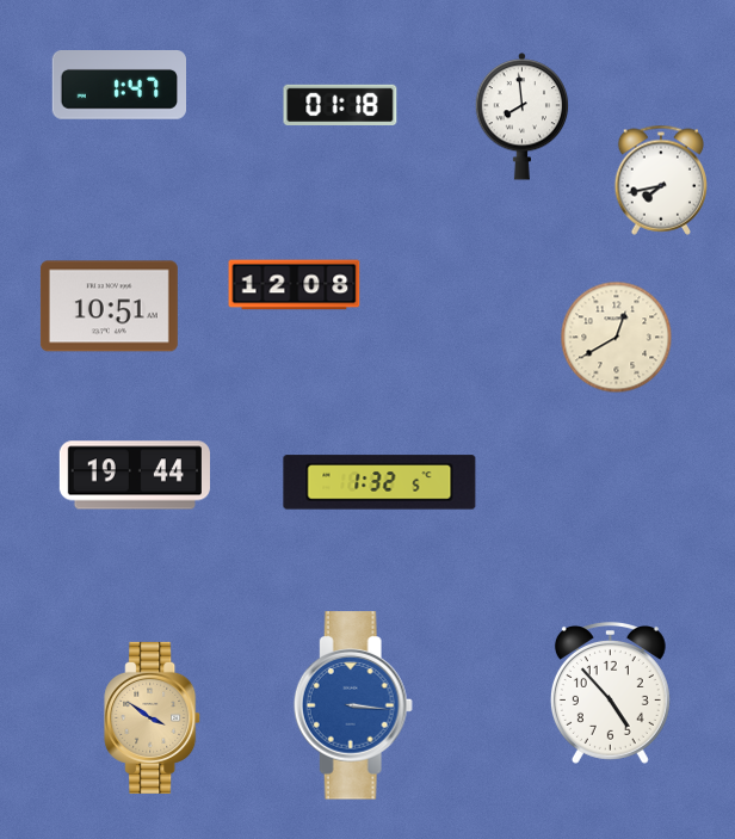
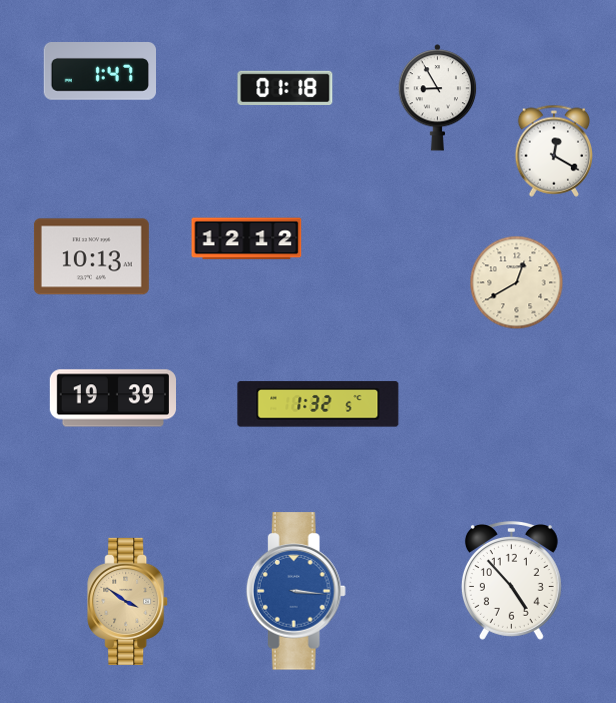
clock at (523, 117): 7:59 -> 8:55
clock at (661, 180): 7:43 -> 12:20
clock at (295, 285): 12:08 -> 12:12
clock at (109, 307): 10:51 -> 10:13
clock at (134, 475): 19:44 -> 19:39
